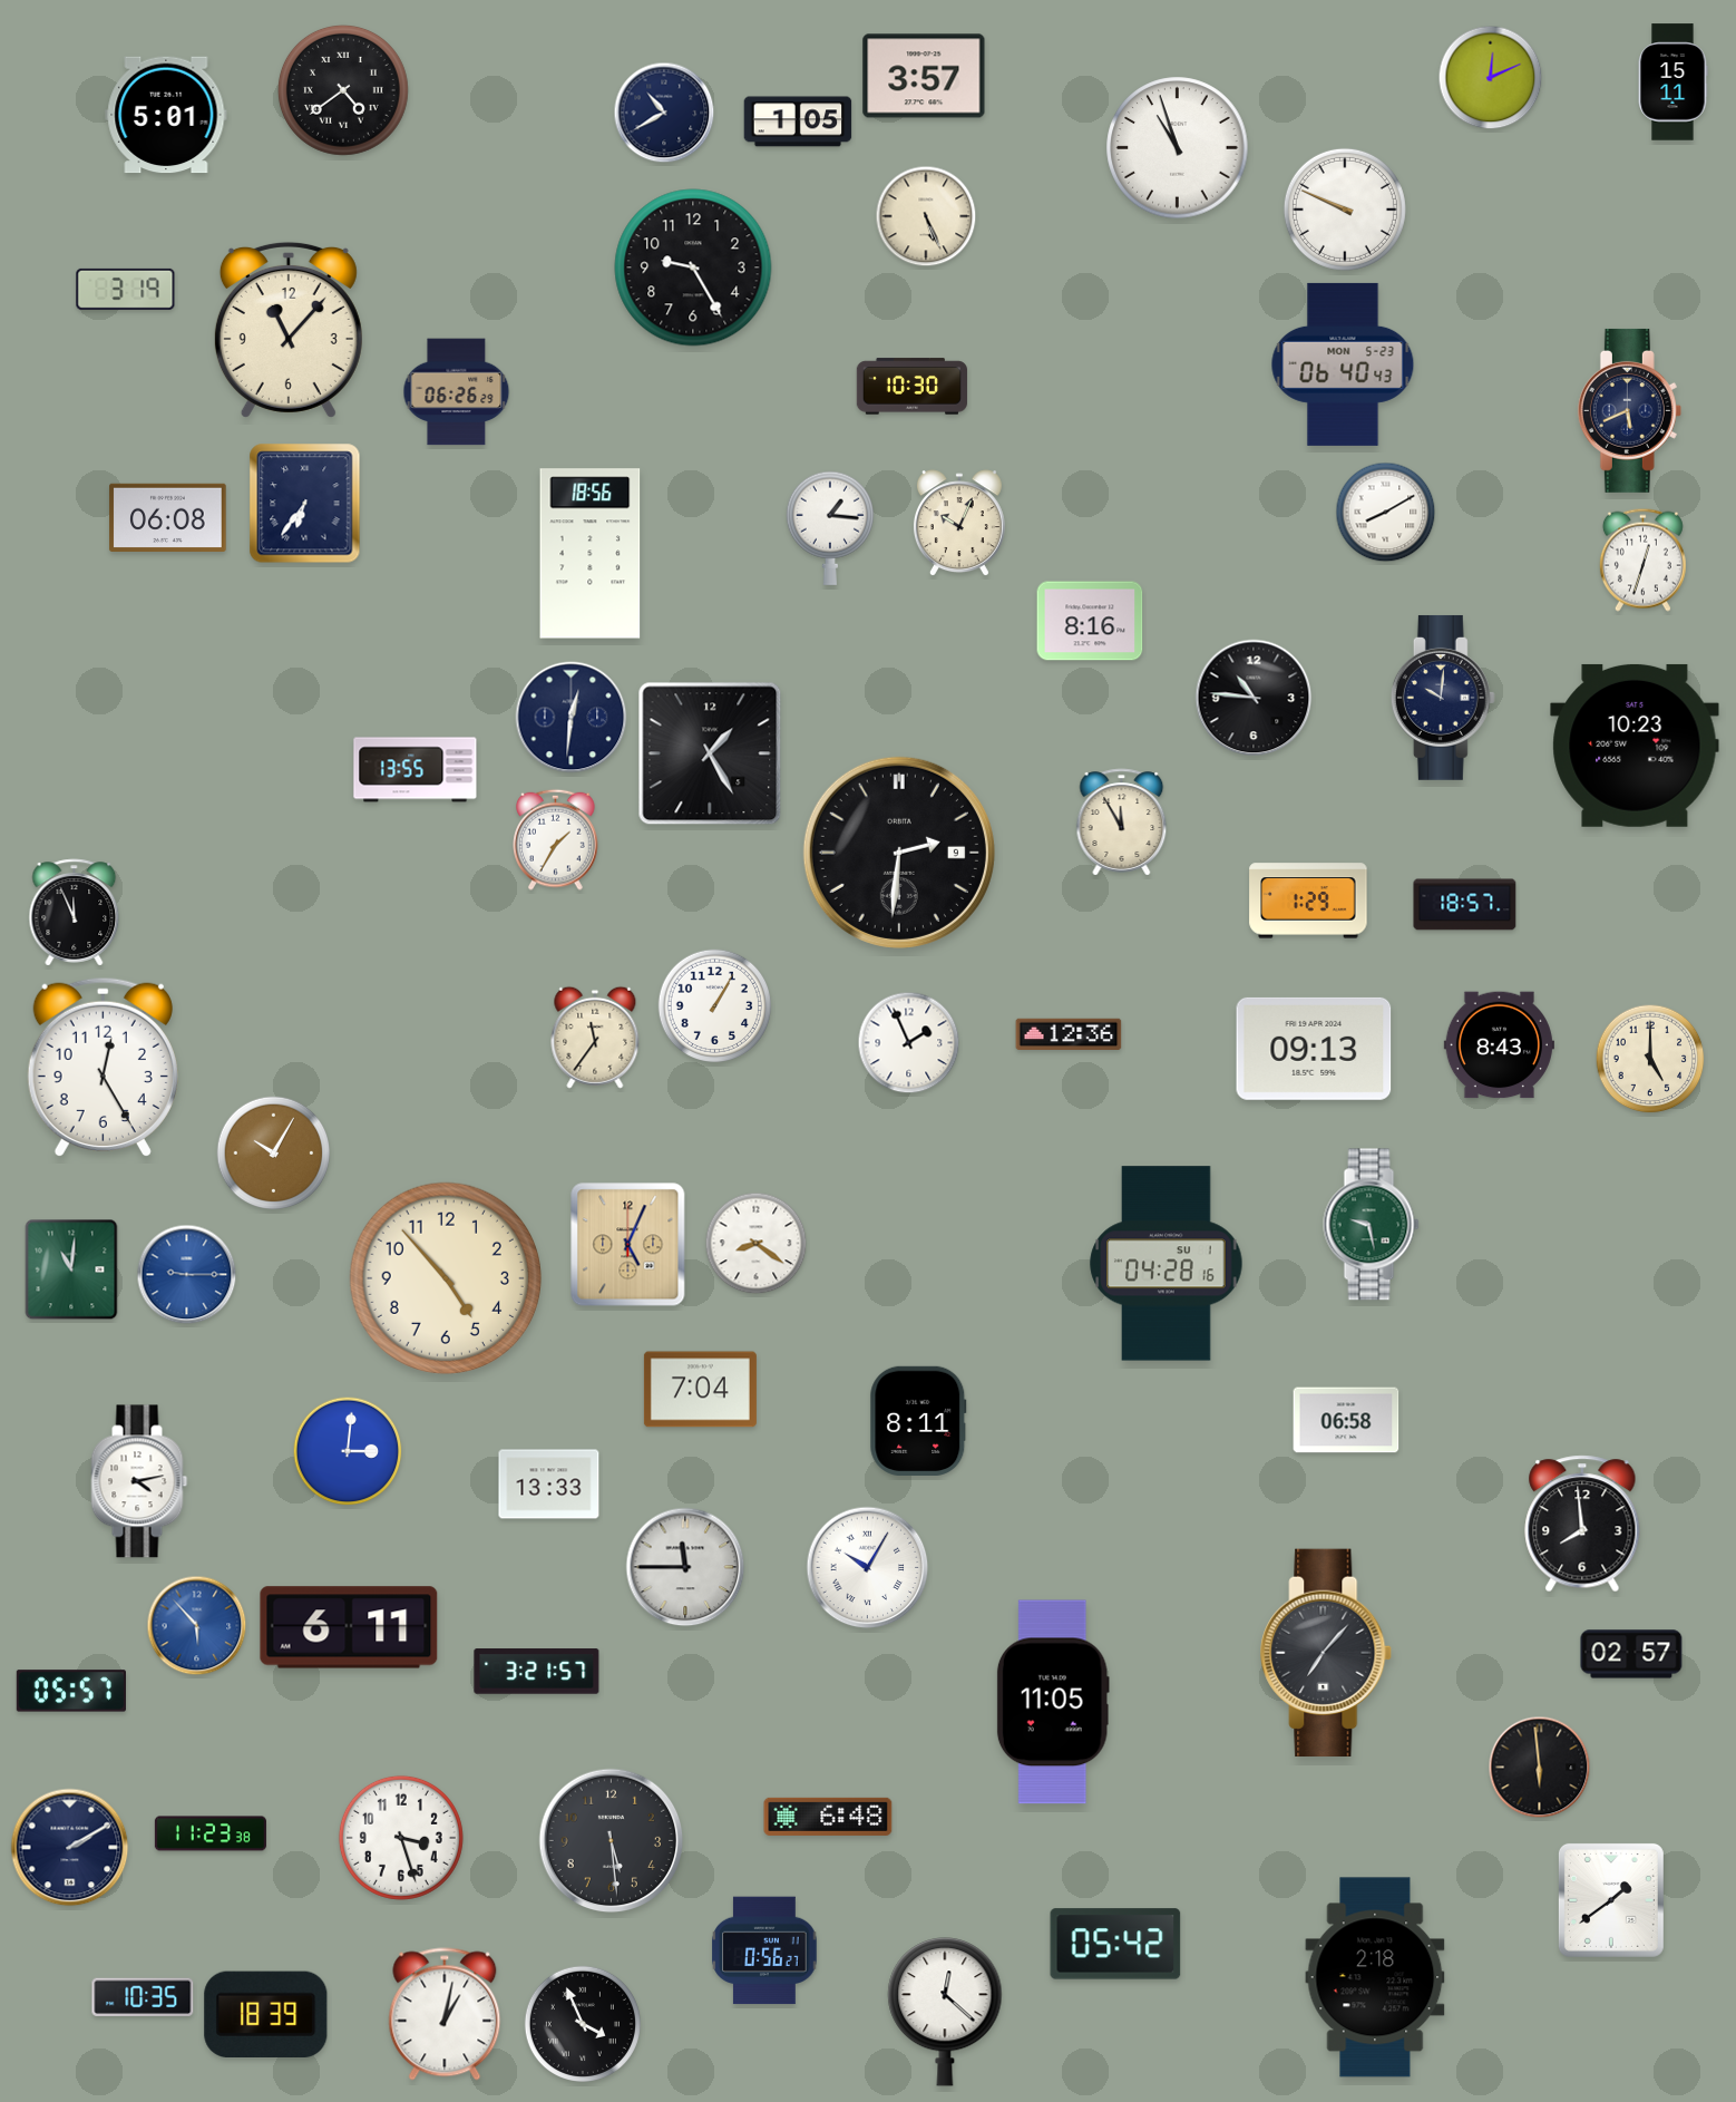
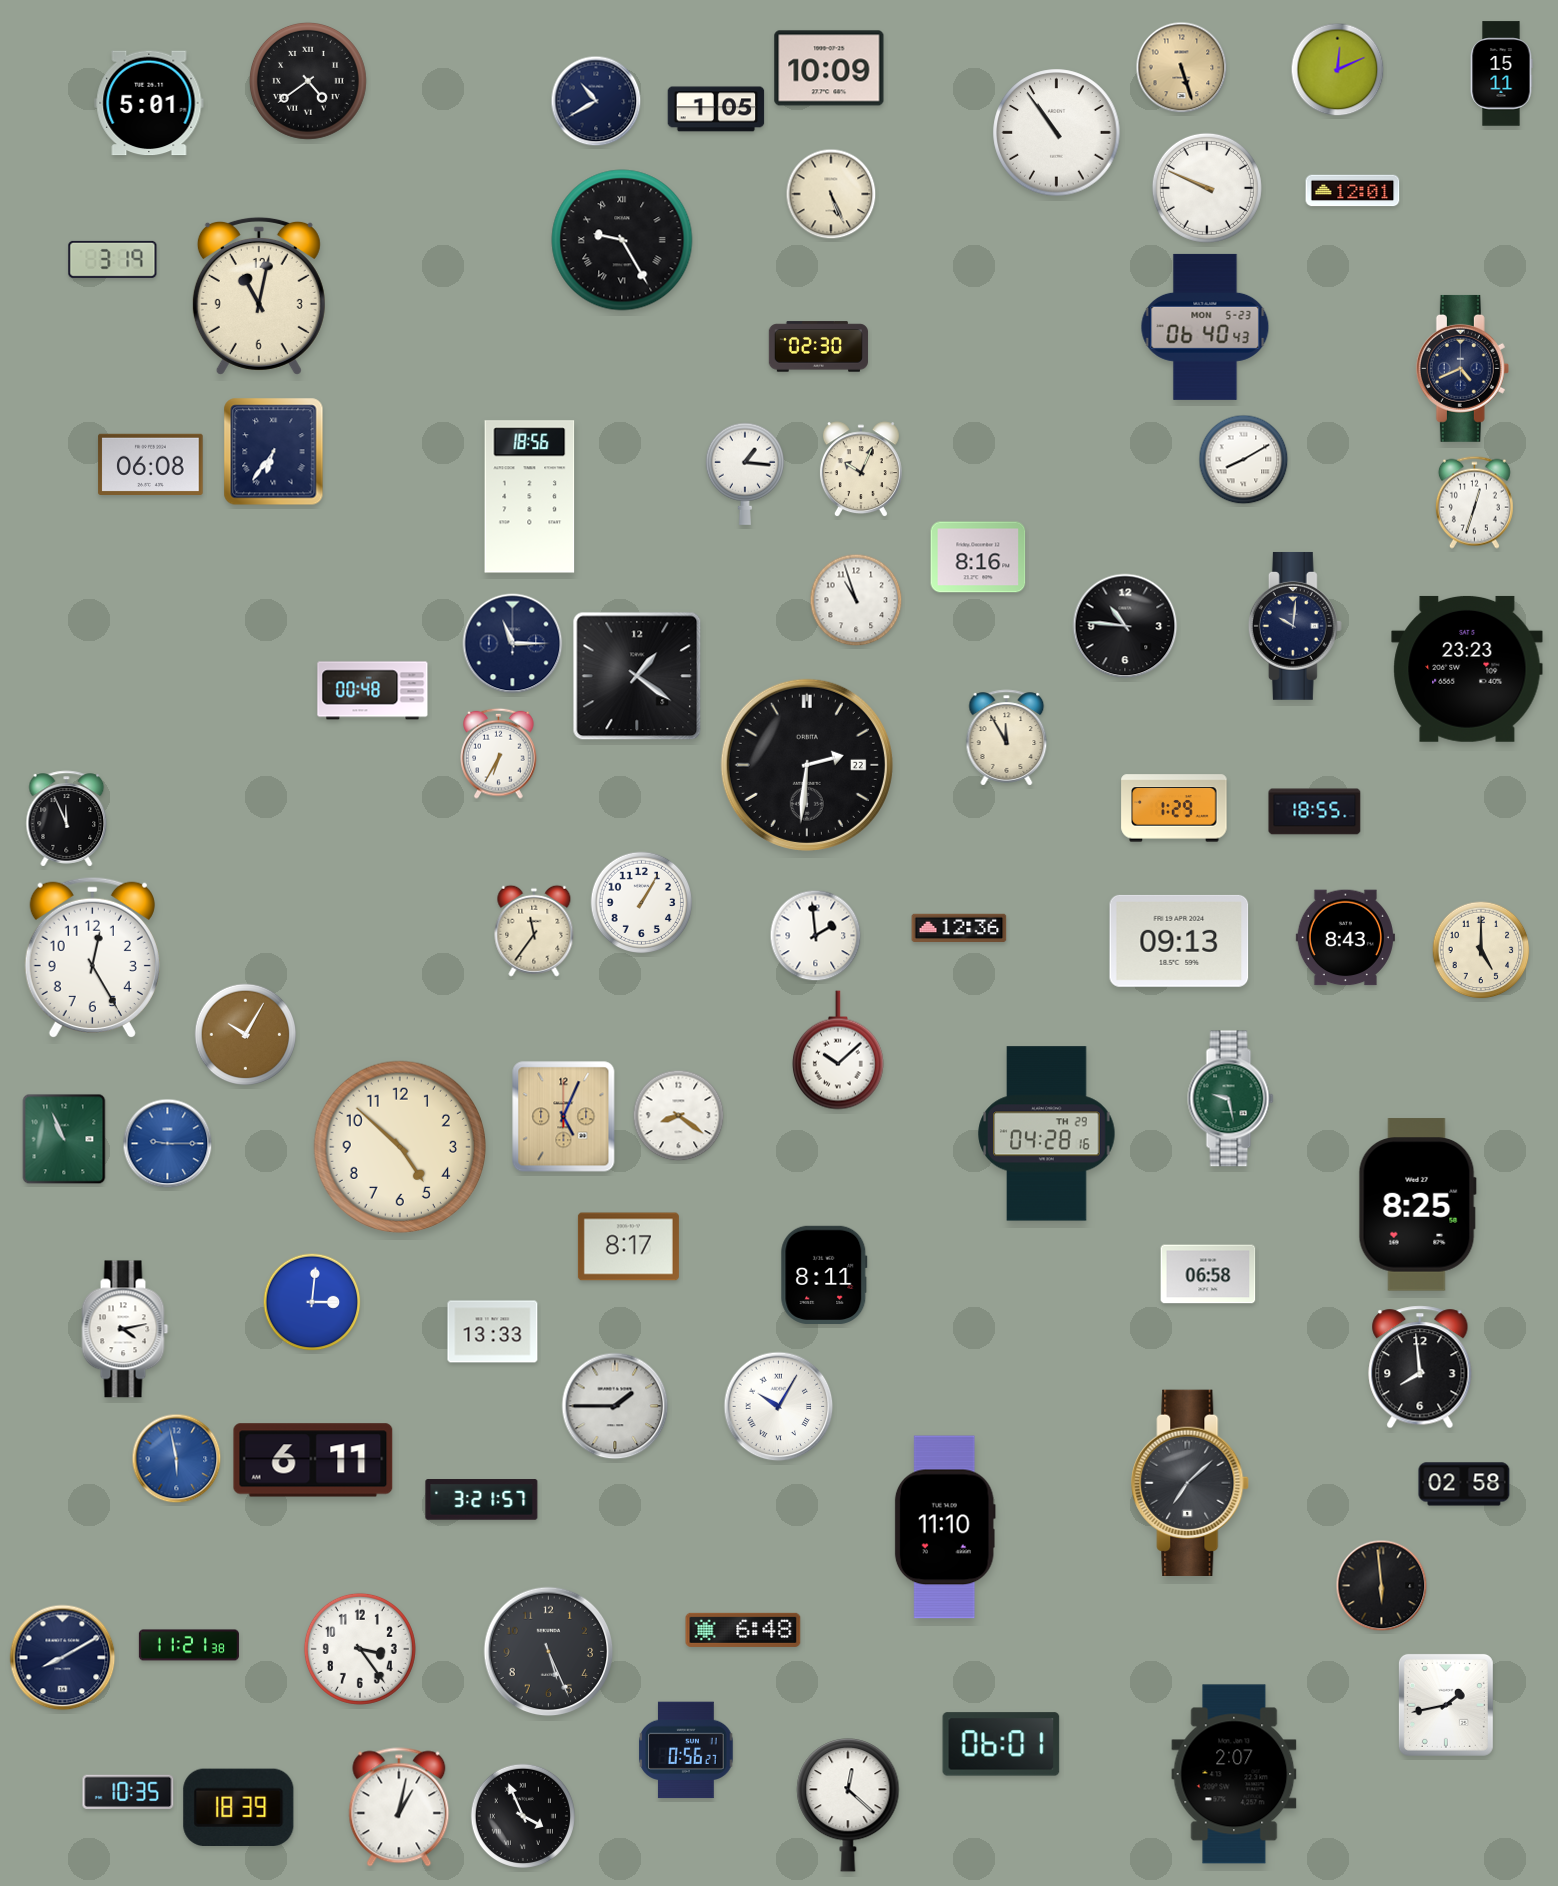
clock at (924, 76): 3:57 -> 10:09
clock at (1182, 68): none -> 5:27
clock at (1178, 148): 10:57 -> 10:54
clock at (1353, 191): none -> 12:01
clock at (693, 267) numerals: Arabic -> Roman
clock at (289, 330): 11:07 -> 11:02
clock at (911, 387): 10:30 -> 02:30
clock at (457, 392): 06:26 -> none
clock at (1629, 410): 5:41 -> 4:41
clock at (856, 600): none -> 10:57
clock at (572, 718): 12:31 -> 11:15
clock at (1635, 746): 10:23 -> 23:23
clock at (710, 753): 1:25 -> 1:21
clock at (416, 770): 13:55 -> 00:48
clock at (556, 839): 1:35 -> 6:35
clock at (899, 853) date: 9 -> 22
clock at (1465, 905): 18:57 -> 18:55
clock at (909, 1043): 1:56 -> 1:59
clock at (838, 1050): none -> 10:08
clock at (1167, 1264) date: SU 1 -> TH 29
clock at (71, 1269): 11:01 -> 10:56
clock at (446, 1278): 4:53 -> 4:52
clock at (1417, 1205): none -> 8:25
clock at (700, 1390): 7:04 -> 8:17
clock at (685, 1567): 11:45 -> 1:45
clock at (197, 1626): 5:53 -> 5:58
clock at (1327, 1652): 7:07 -> 7:08
clock at (1631, 1654): 02:57 -> 02:58
clock at (70, 1691): 05:57 -> none
clock at (1053, 1702): 11:05 -> 11:10
clock at (211, 1833): 11:23 -> 11:21
clock at (401, 1838): 3:27 -> 3:24
clock at (612, 1841): 5:29 -> 5:26
clock at (70, 1848): 2:10 -> 8:10
clock at (1611, 1900): 1:39 -> 1:43
clock at (1115, 1944): 05:42 -> 06:01
clock at (1375, 1977): 2:18 -> 2:07
